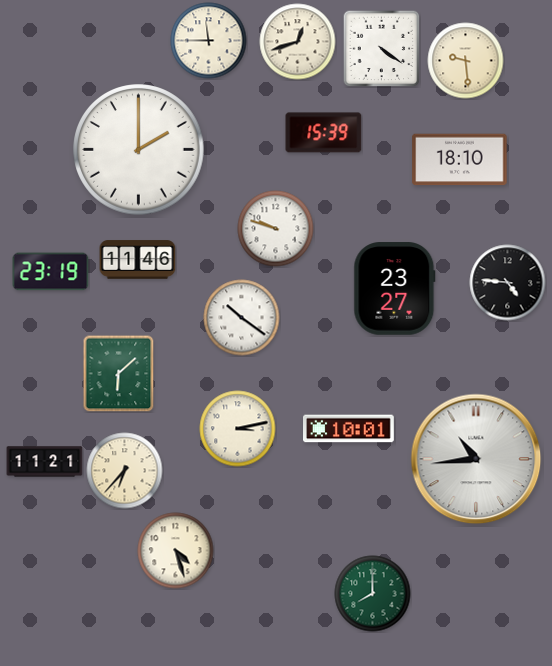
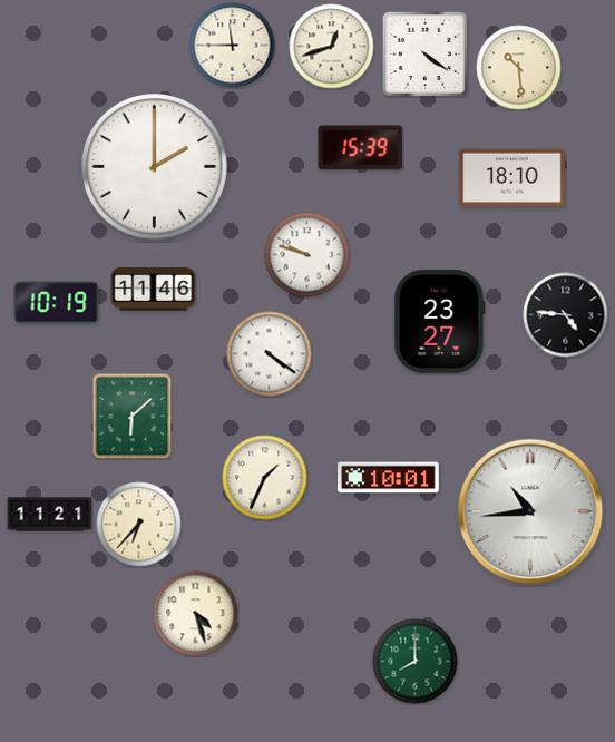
clock at (466, 61): 9:29 -> 10:29
clock at (51, 272): 23:19 -> 10:19
clock at (242, 318): 10:21 -> 4:21
clock at (238, 429): 3:13 -> 1:34
